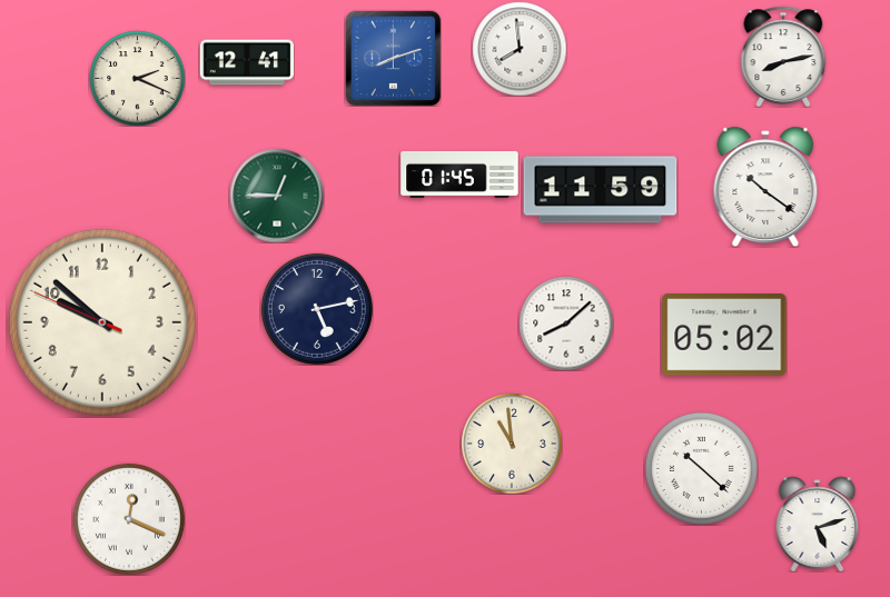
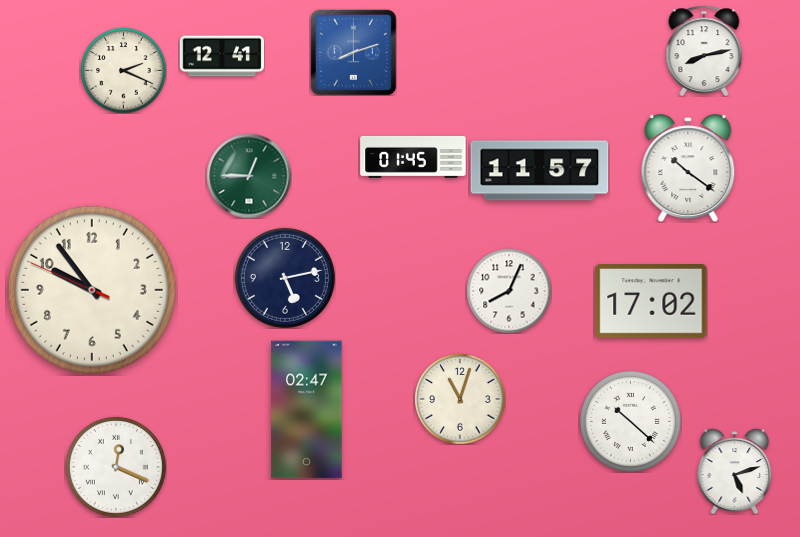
clock at (520, 49): 7:59 -> none
clock at (601, 190): 11:59 -> 11:57
clock at (102, 322): 9:51 -> 9:53
clock at (566, 324): 8:08 -> 8:04
clock at (724, 336): 05:02 -> 17:02
clock at (512, 444): 10:59 -> 11:03
clock at (307, 410): none -> 02:47
